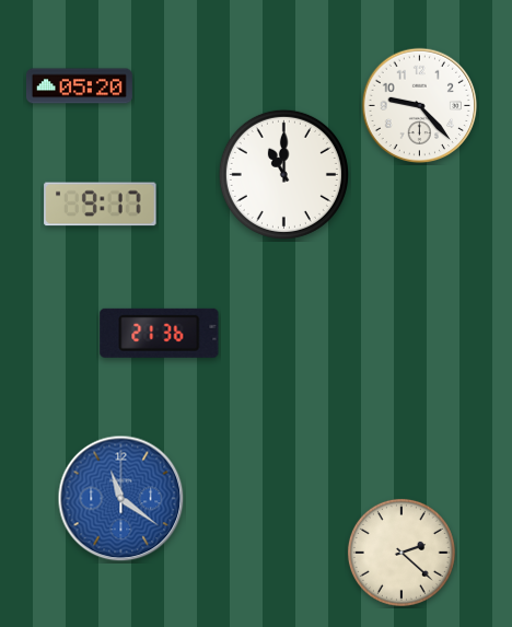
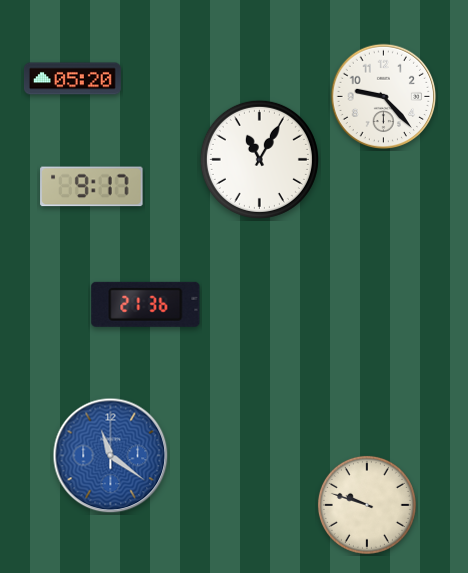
clock at (283, 174): 11:00 -> 11:05
clock at (402, 553): 2:22 -> 9:48
